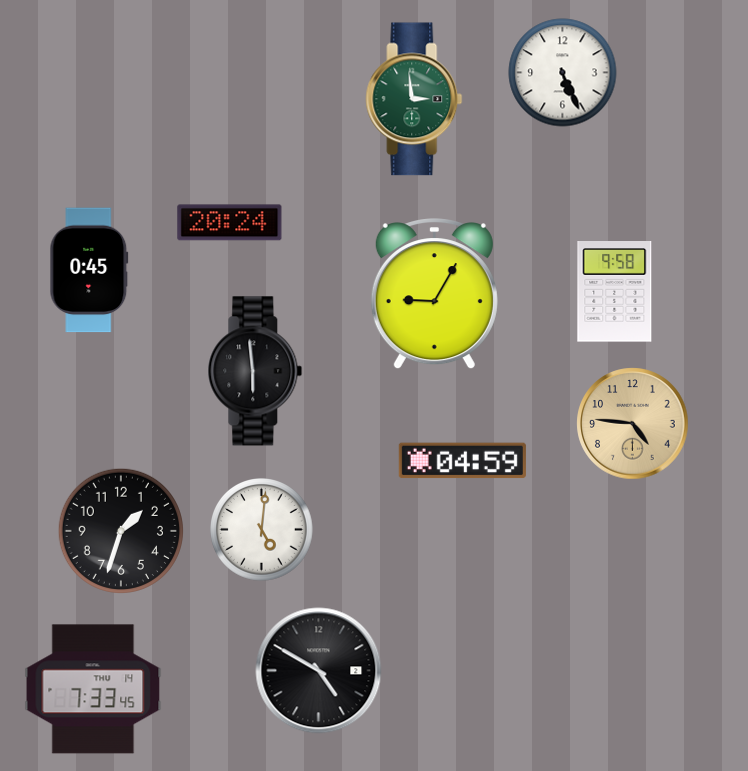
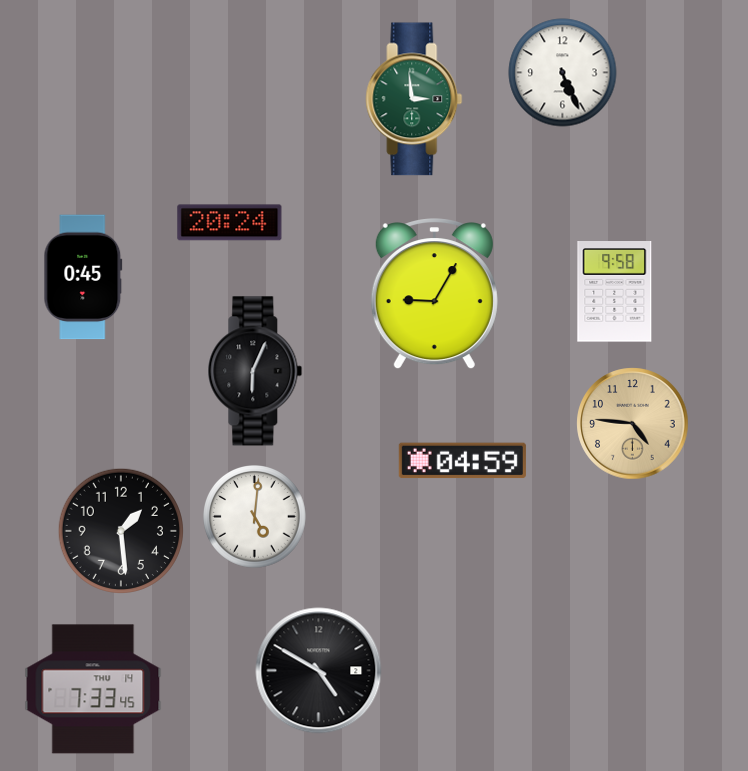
clock at (89, 270) position: (89, 270) -> (83, 277)
clock at (255, 371): 5:59 -> 6:04
clock at (262, 530) position: (262, 530) -> (255, 517)
clock at (121, 531): 1:33 -> 1:29
